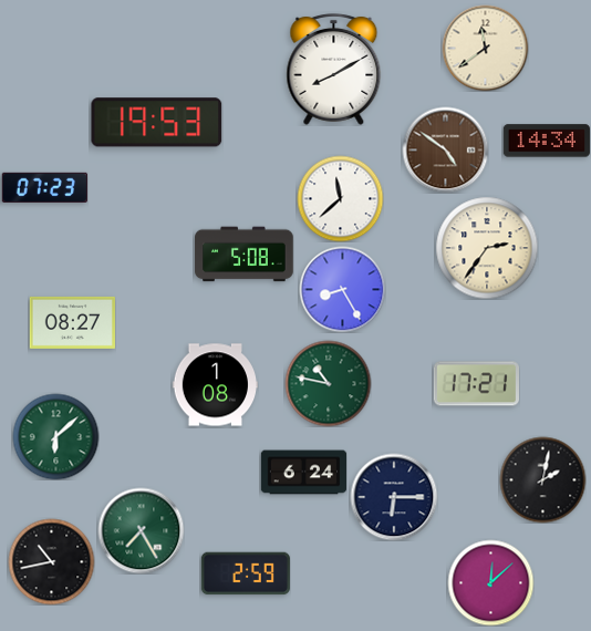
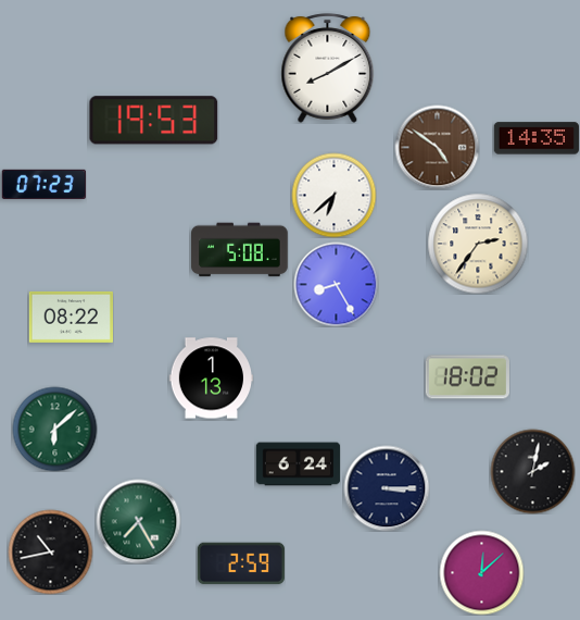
clock at (485, 48): 11:39 -> none
clock at (547, 141): 14:34 -> 14:35
clock at (340, 198): 11:38 -> 6:38
clock at (72, 322): 08:27 -> 08:22
clock at (328, 383): 10:47 -> none
clock at (476, 384): 17:21 -> 18:02
clock at (215, 385): 1:08 -> 1:13
clock at (394, 497): 6:15 -> 3:15
